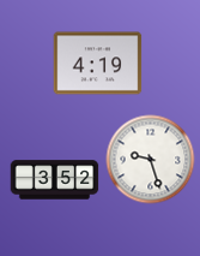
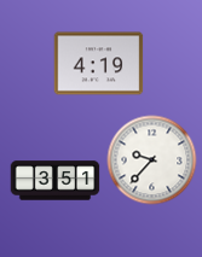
clock at (151, 160): 9:27 -> 9:37
clock at (55, 180): 3:52 -> 3:51
